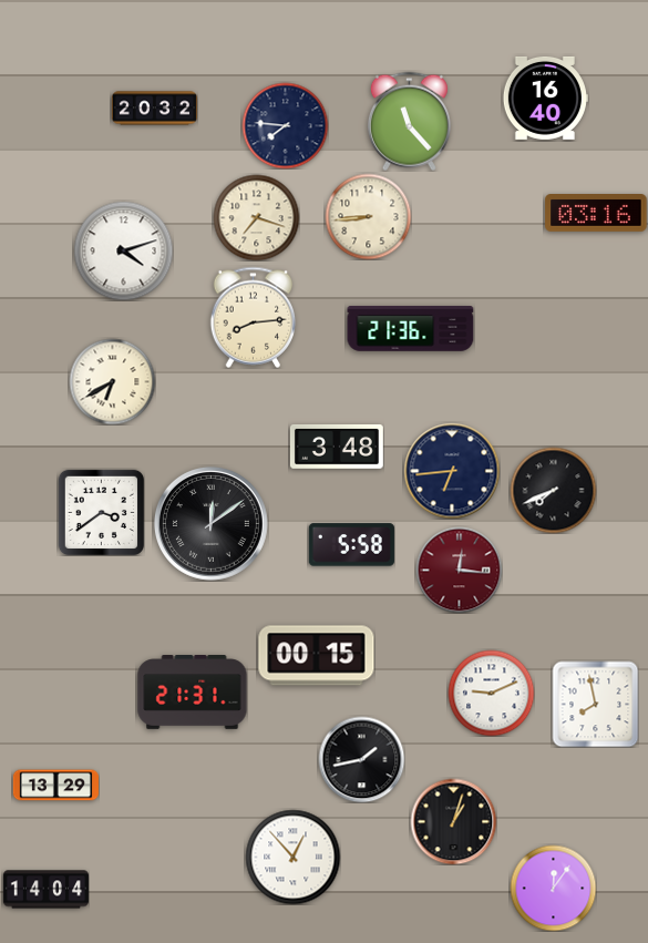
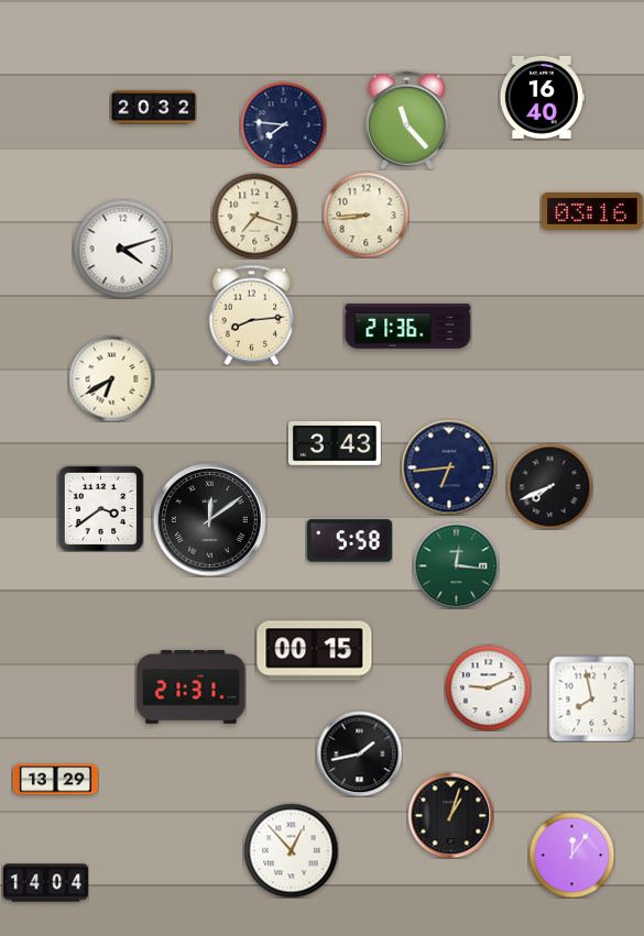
clock at (337, 447): 3:48 -> 3:43
clock at (459, 570) dial: burgundy -> green
clock at (553, 888) position: (553, 888) -> (571, 855)
